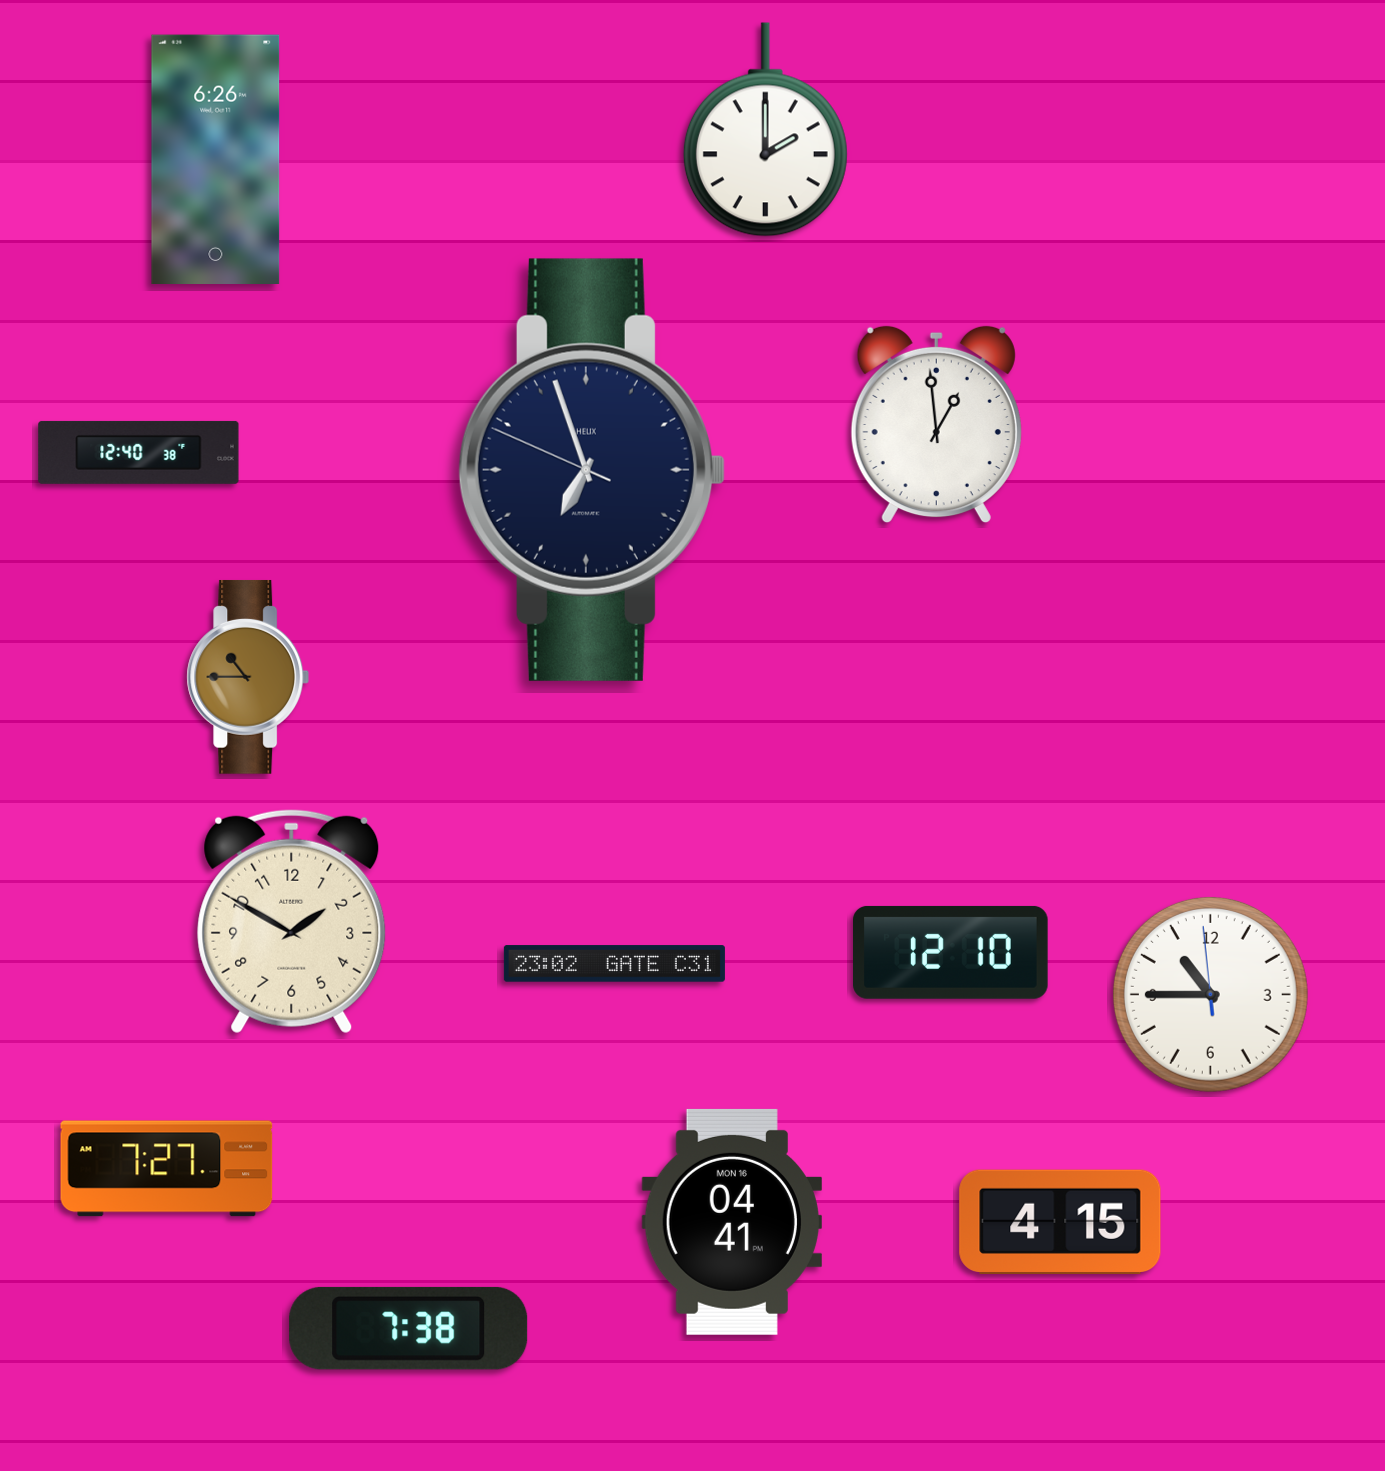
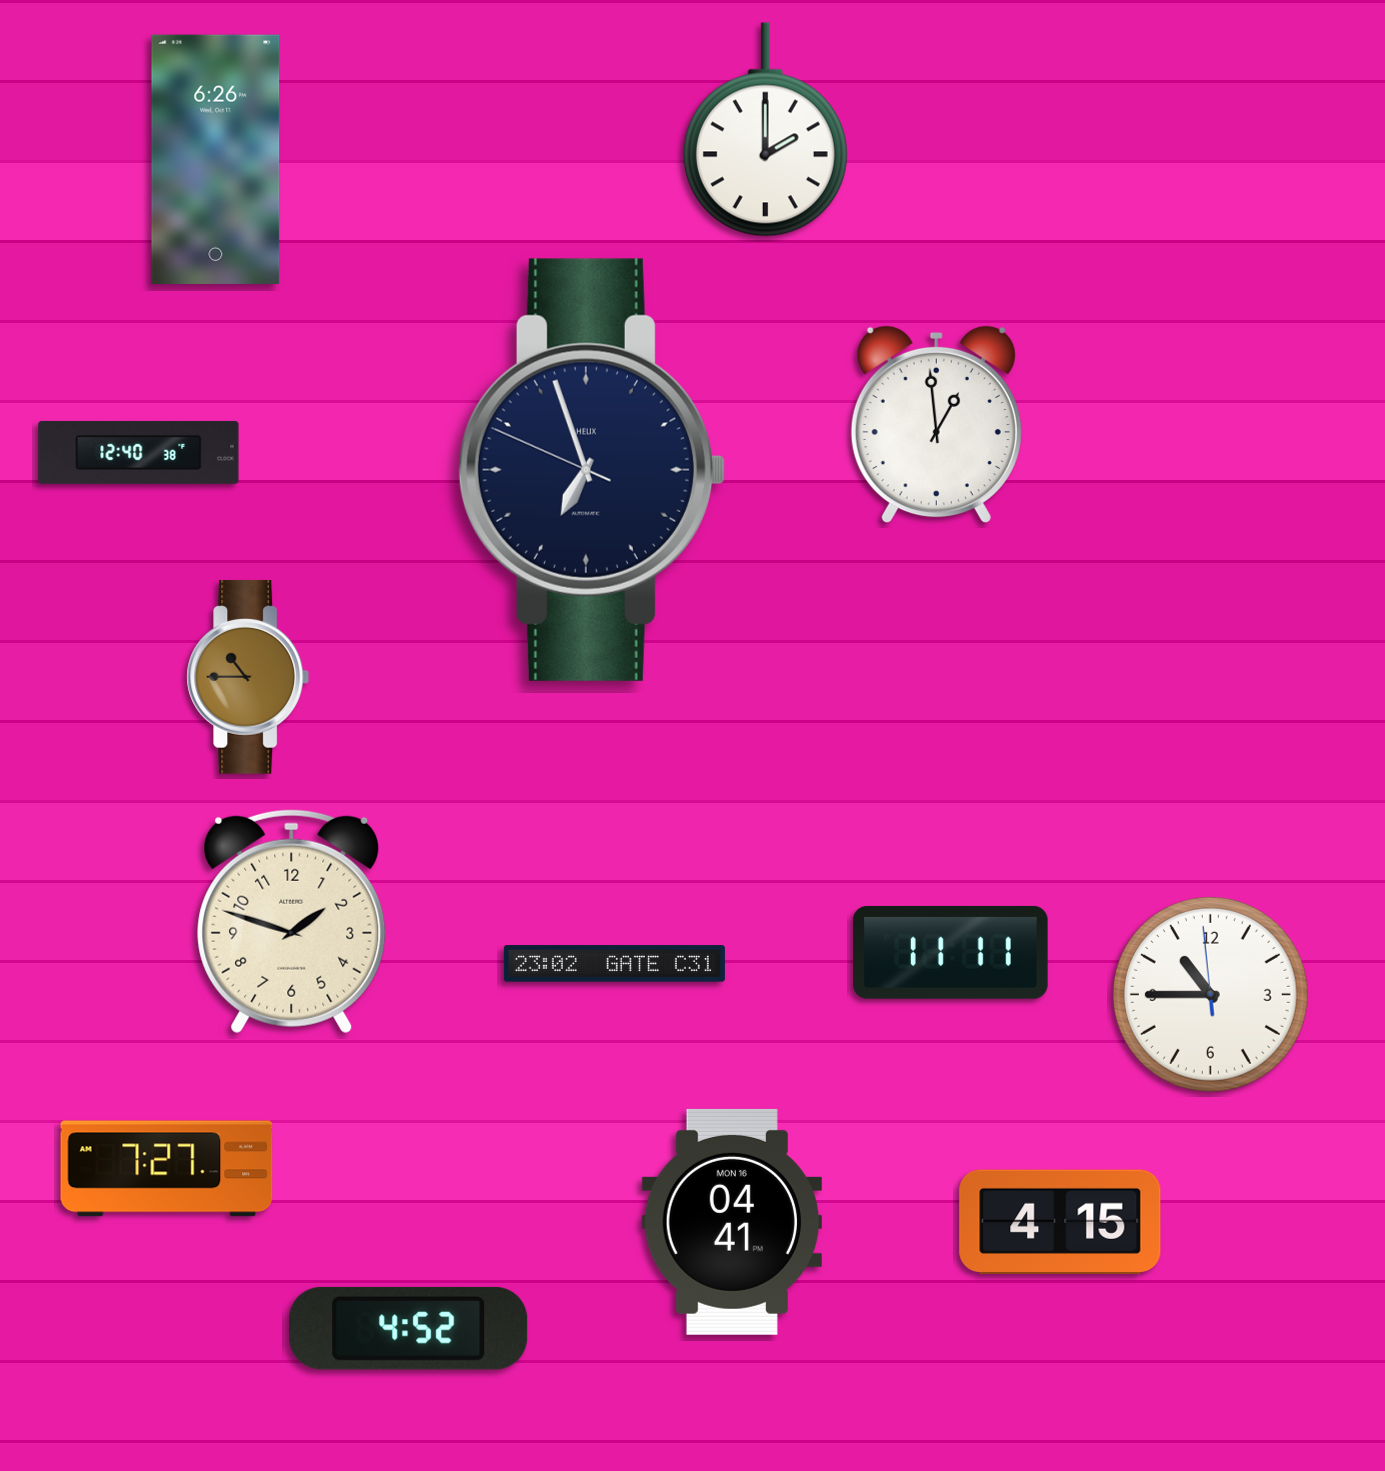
clock at (292, 922): 1:50 -> 1:48
clock at (951, 952): 12:10 -> 11:11
clock at (409, 1328): 7:38 -> 4:52
